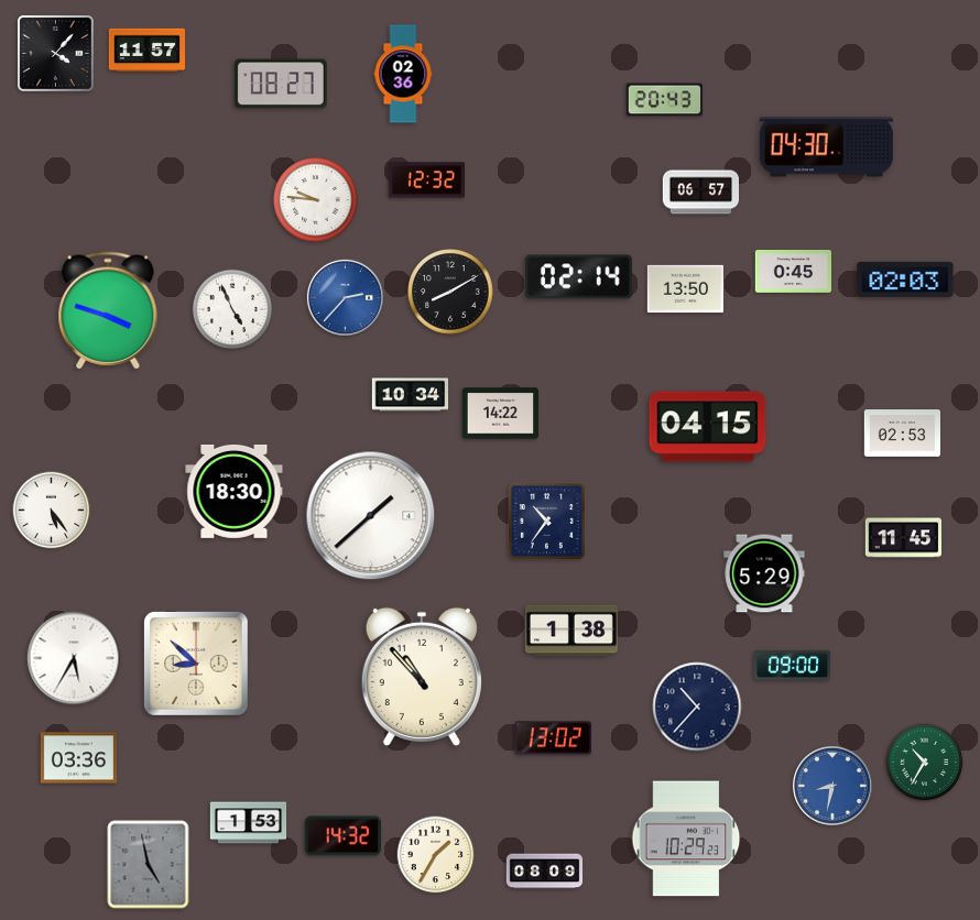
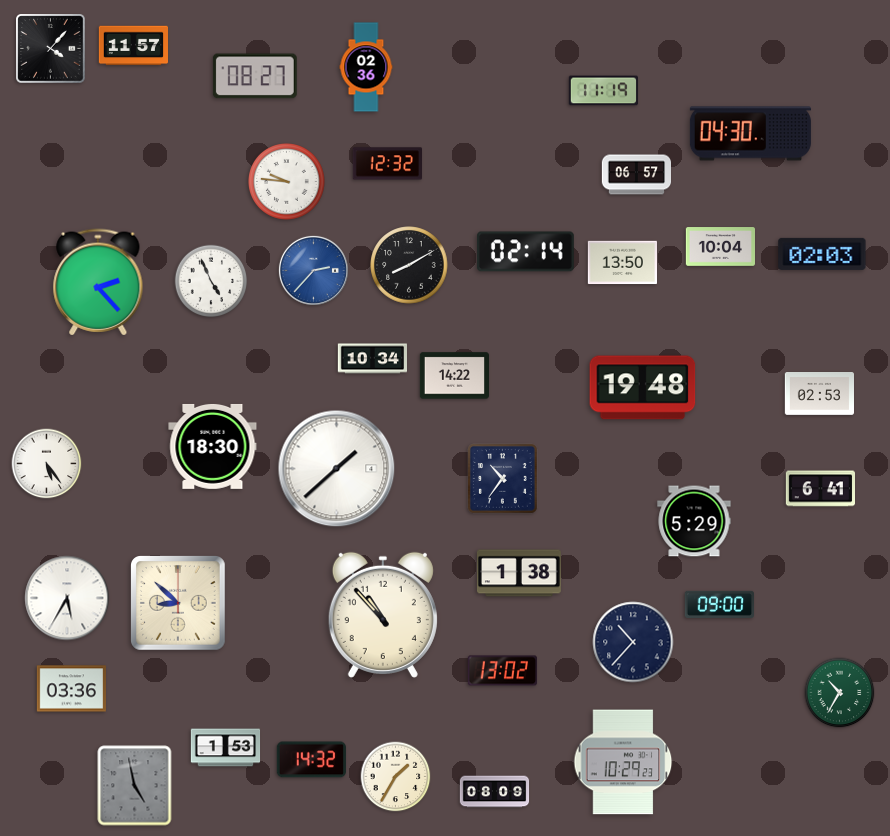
clock at (664, 100): 20:43 -> 11:19
clock at (793, 272): 0:45 -> 10:04
clock at (108, 310): 3:48 -> 2:23
clock at (708, 427): 04:15 -> 19:48
clock at (547, 522) position: (547, 522) -> (503, 479)
clock at (903, 538): 11:45 -> 6:41
clock at (834, 787): 8:32 -> none
